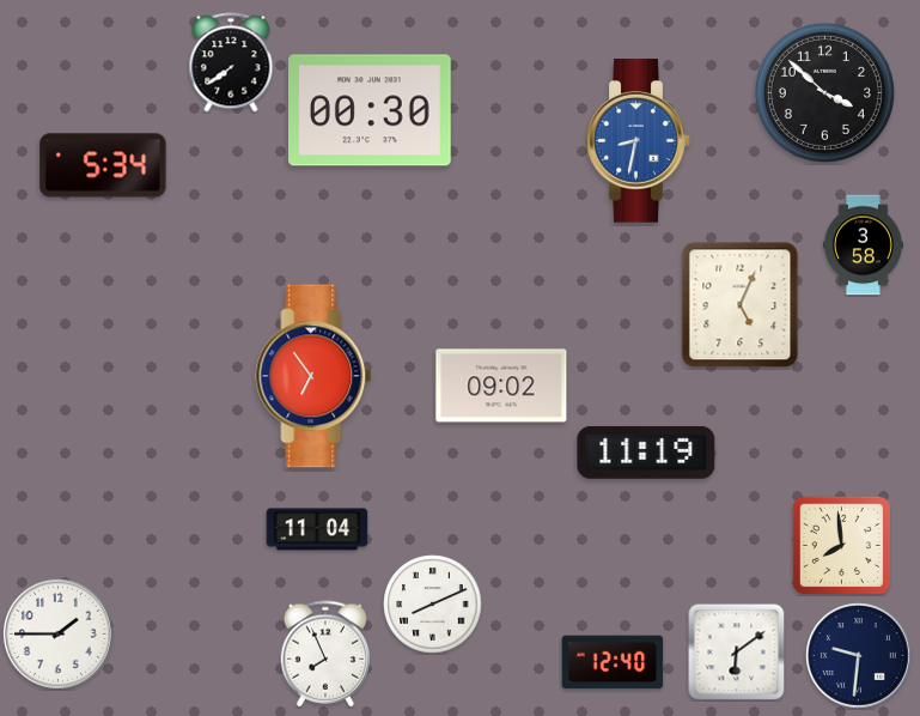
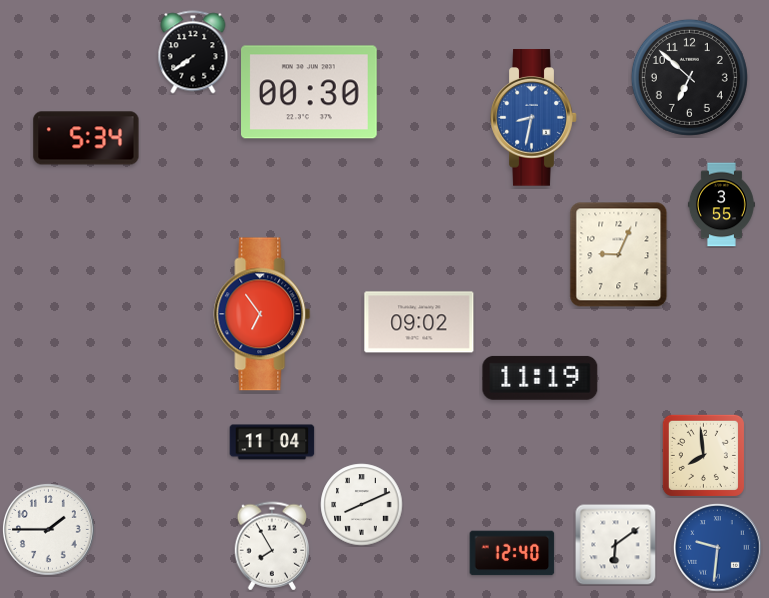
clock at (824, 92): 3:52 -> 6:52
clock at (863, 245): 3:58 -> 3:55
clock at (741, 305): 5:04 -> 9:04
clock at (317, 529) position: (317, 529) -> (272, 442)
clock at (325, 654): 7:56 -> 7:55
clock at (859, 656) dial: navy -> blue
